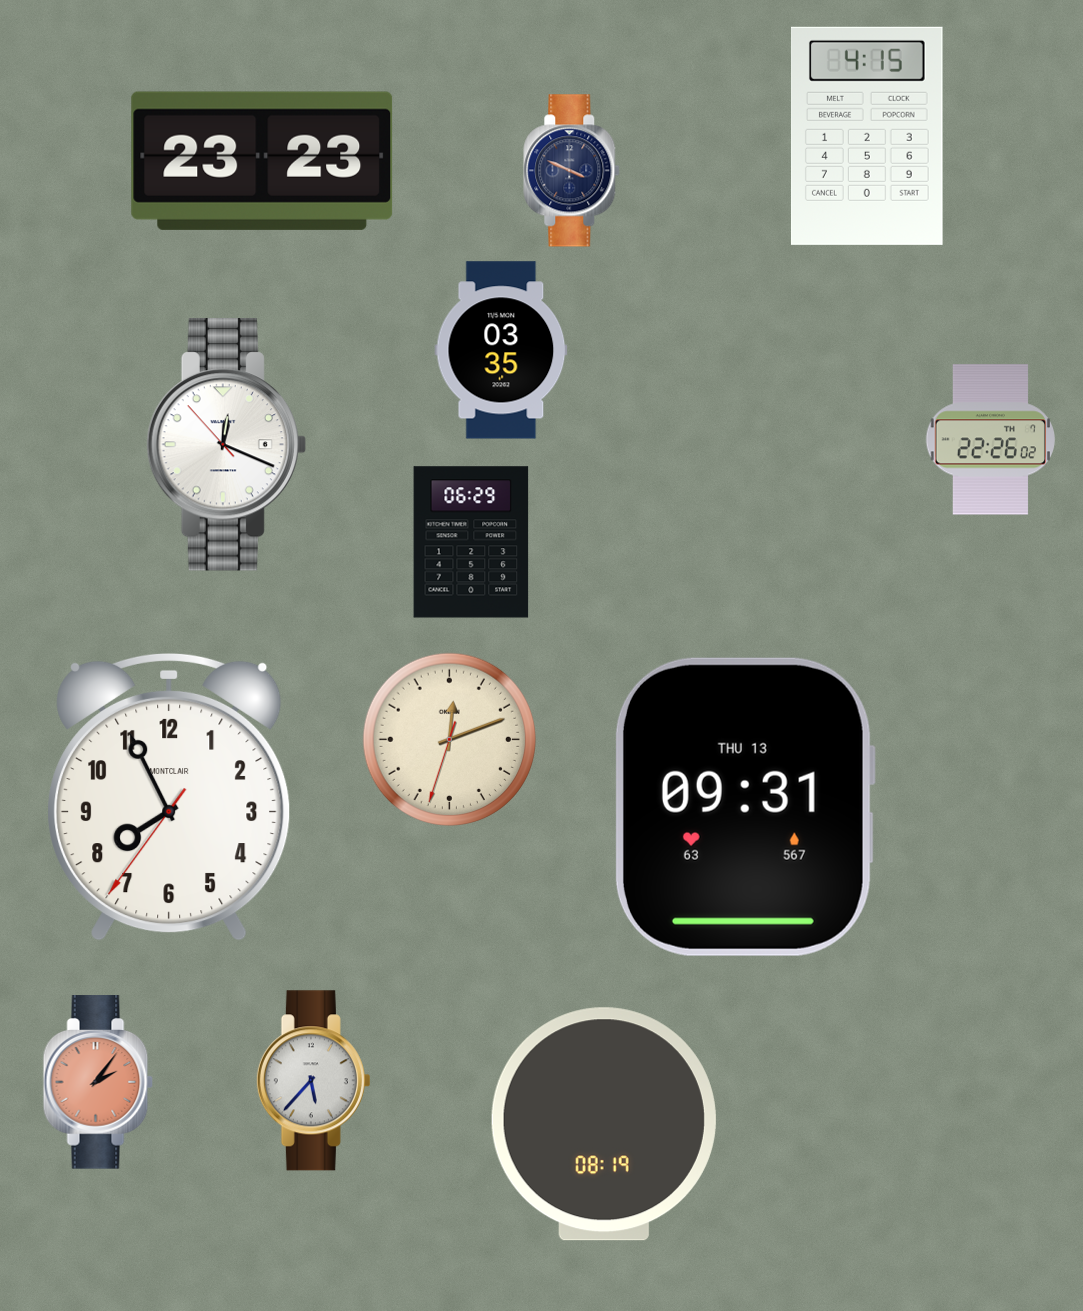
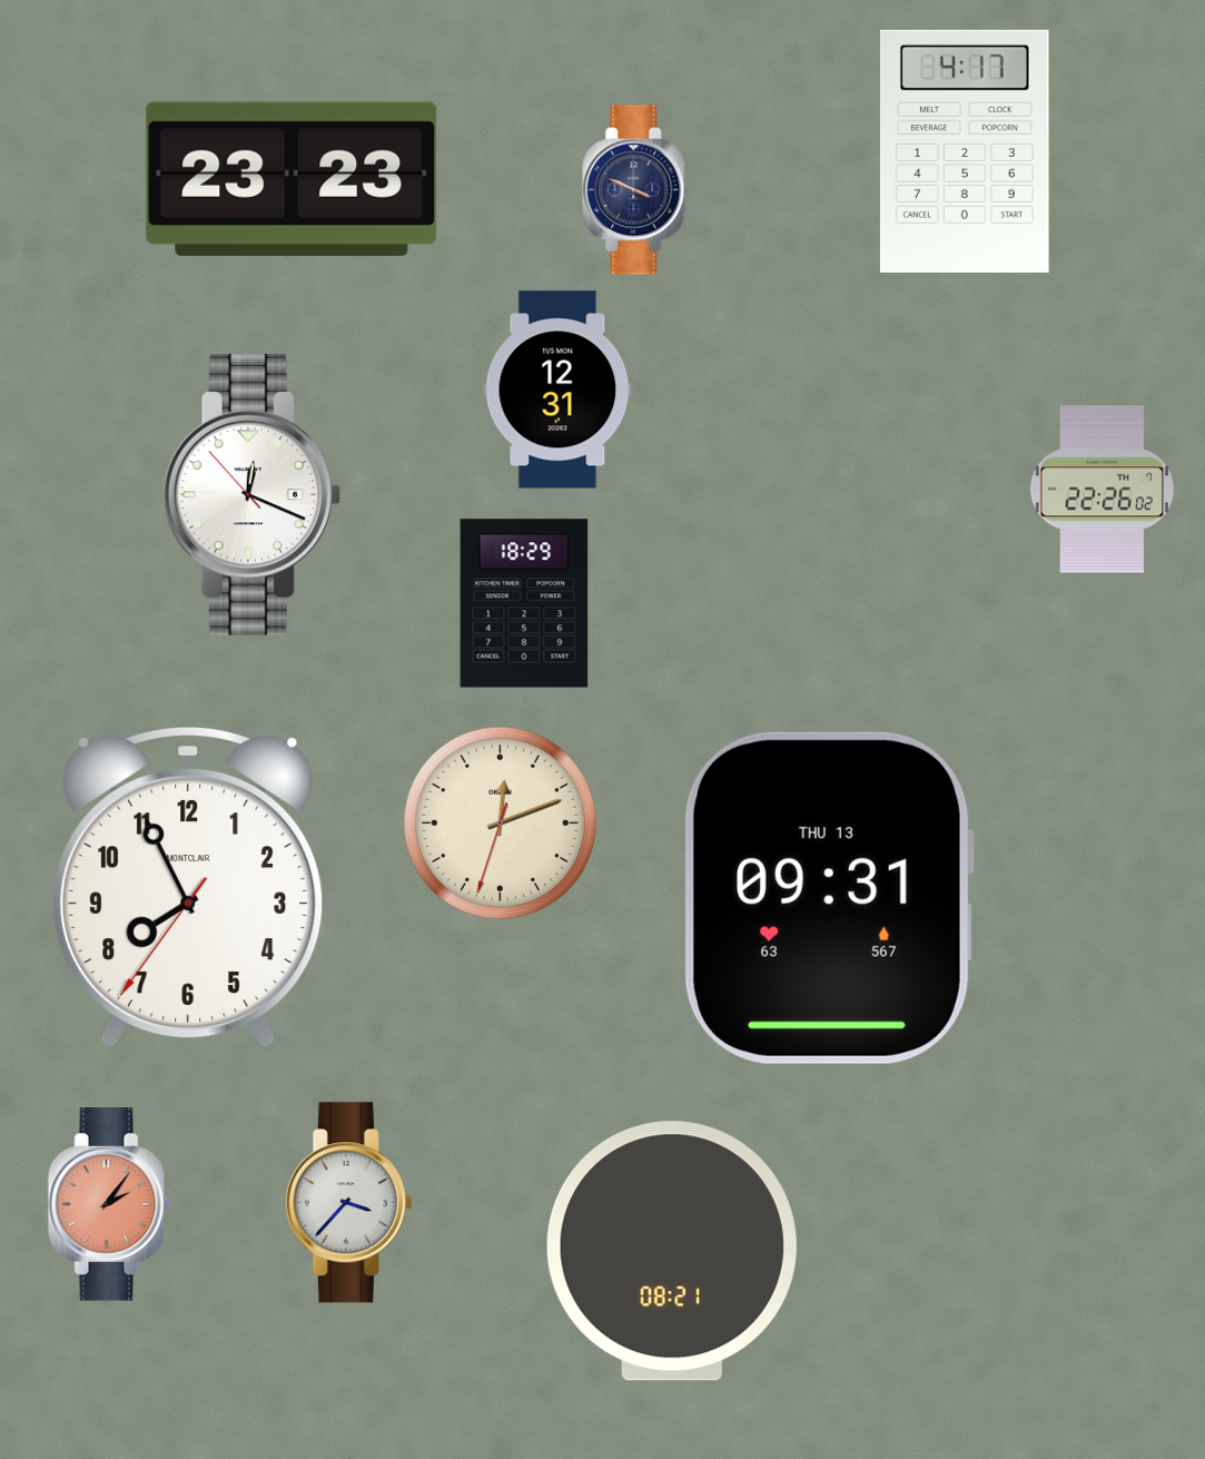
clock at (867, 136): 4:15 -> 4:17
clock at (501, 350): 03:35 -> 12:31
clock at (471, 542): 06:29 -> 18:29
clock at (313, 1081): 5:37 -> 3:37
clock at (604, 1124): 08:19 -> 08:21
